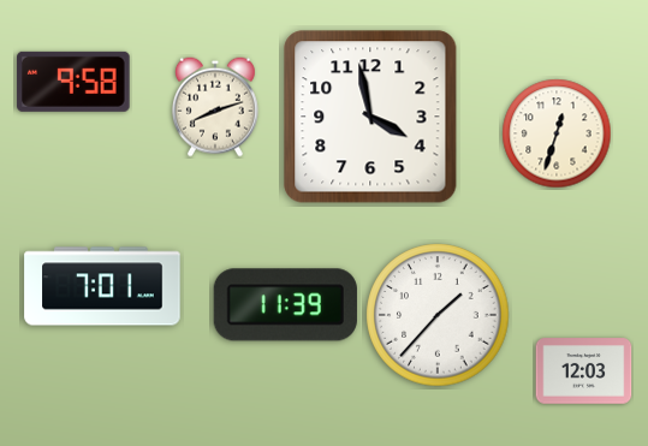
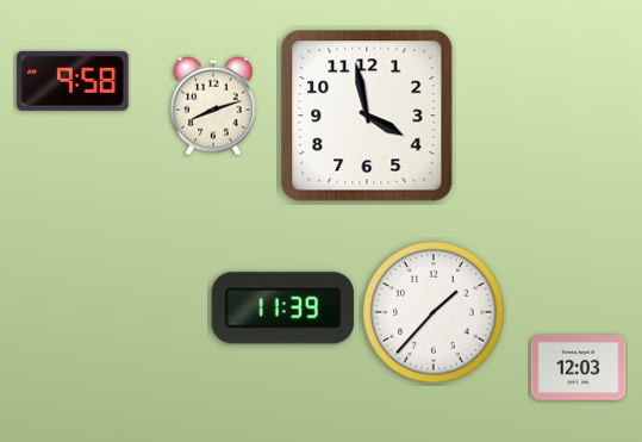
clock at (557, 133): 12:33 -> none
clock at (102, 286): 7:01 -> none
clock at (285, 305) position: (285, 305) -> (282, 309)
